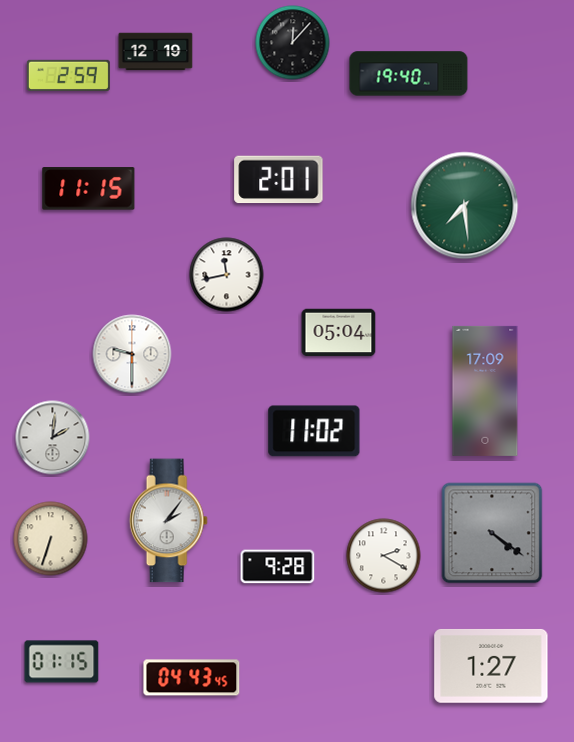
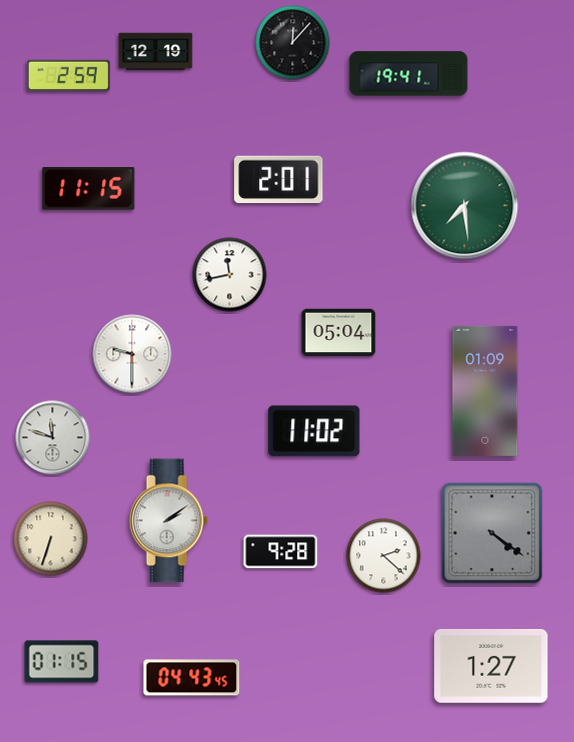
clock at (409, 74): 19:40 -> 19:41
clock at (227, 275) position: (227, 275) -> (230, 275)
clock at (485, 391): 17:09 -> 01:09
clock at (53, 438): 2:01 -> 11:48
clock at (168, 521): 2:06 -> 2:09
clock at (384, 556): 2:20 -> 2:22
clock at (278, 567) position: (278, 567) -> (281, 552)
